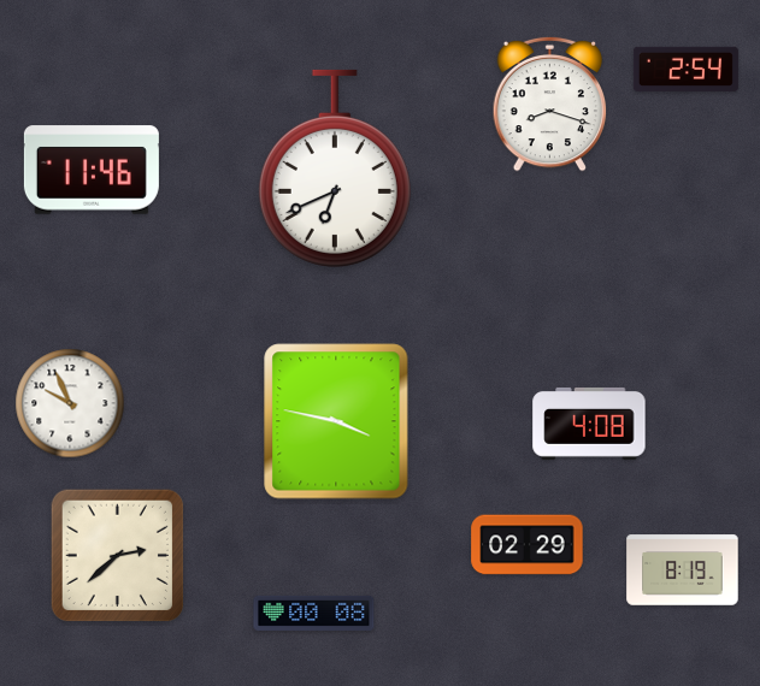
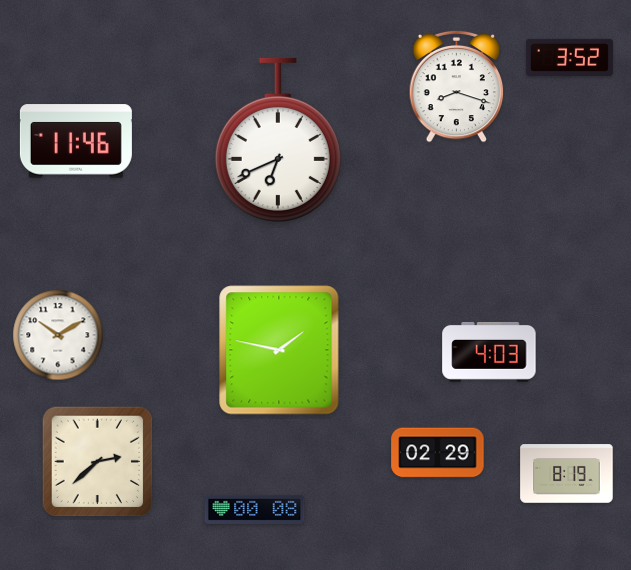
clock at (685, 69): 2:54 -> 3:52
clock at (70, 403): 9:56 -> 10:10
clock at (336, 421): 3:47 -> 1:47
clock at (589, 424): 4:08 -> 4:03
clock at (314, 613) position: (314, 613) -> (255, 509)
